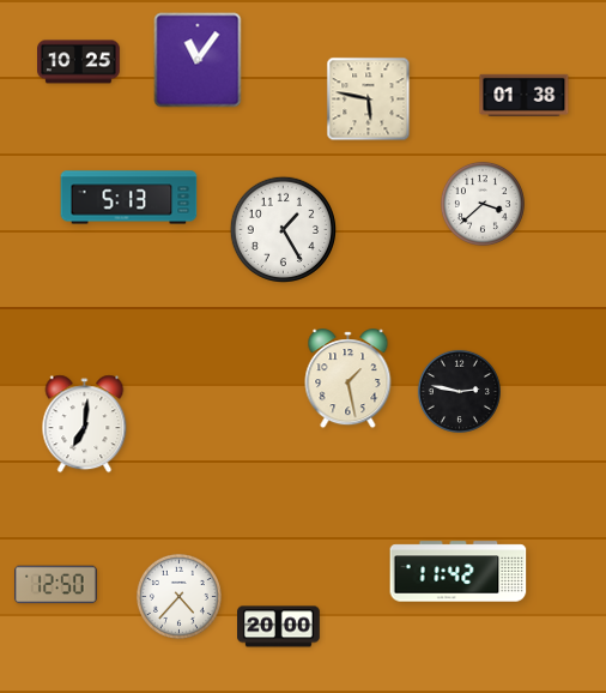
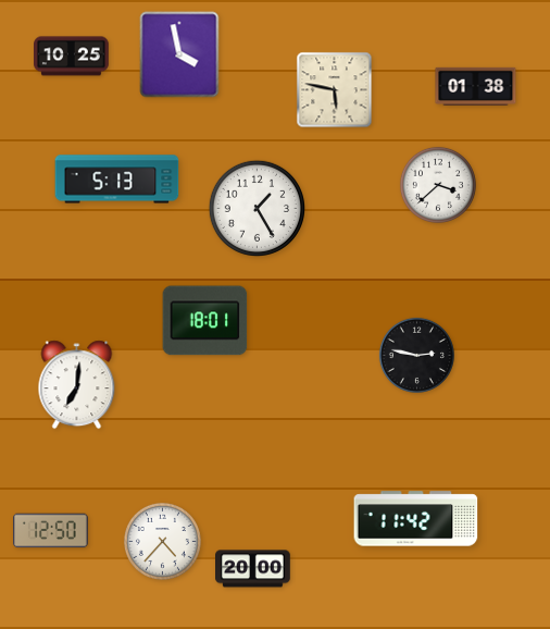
clock at (198, 60): 11:06 -> 3:58
clock at (205, 321): none -> 18:01
clock at (349, 379): 1:28 -> none
